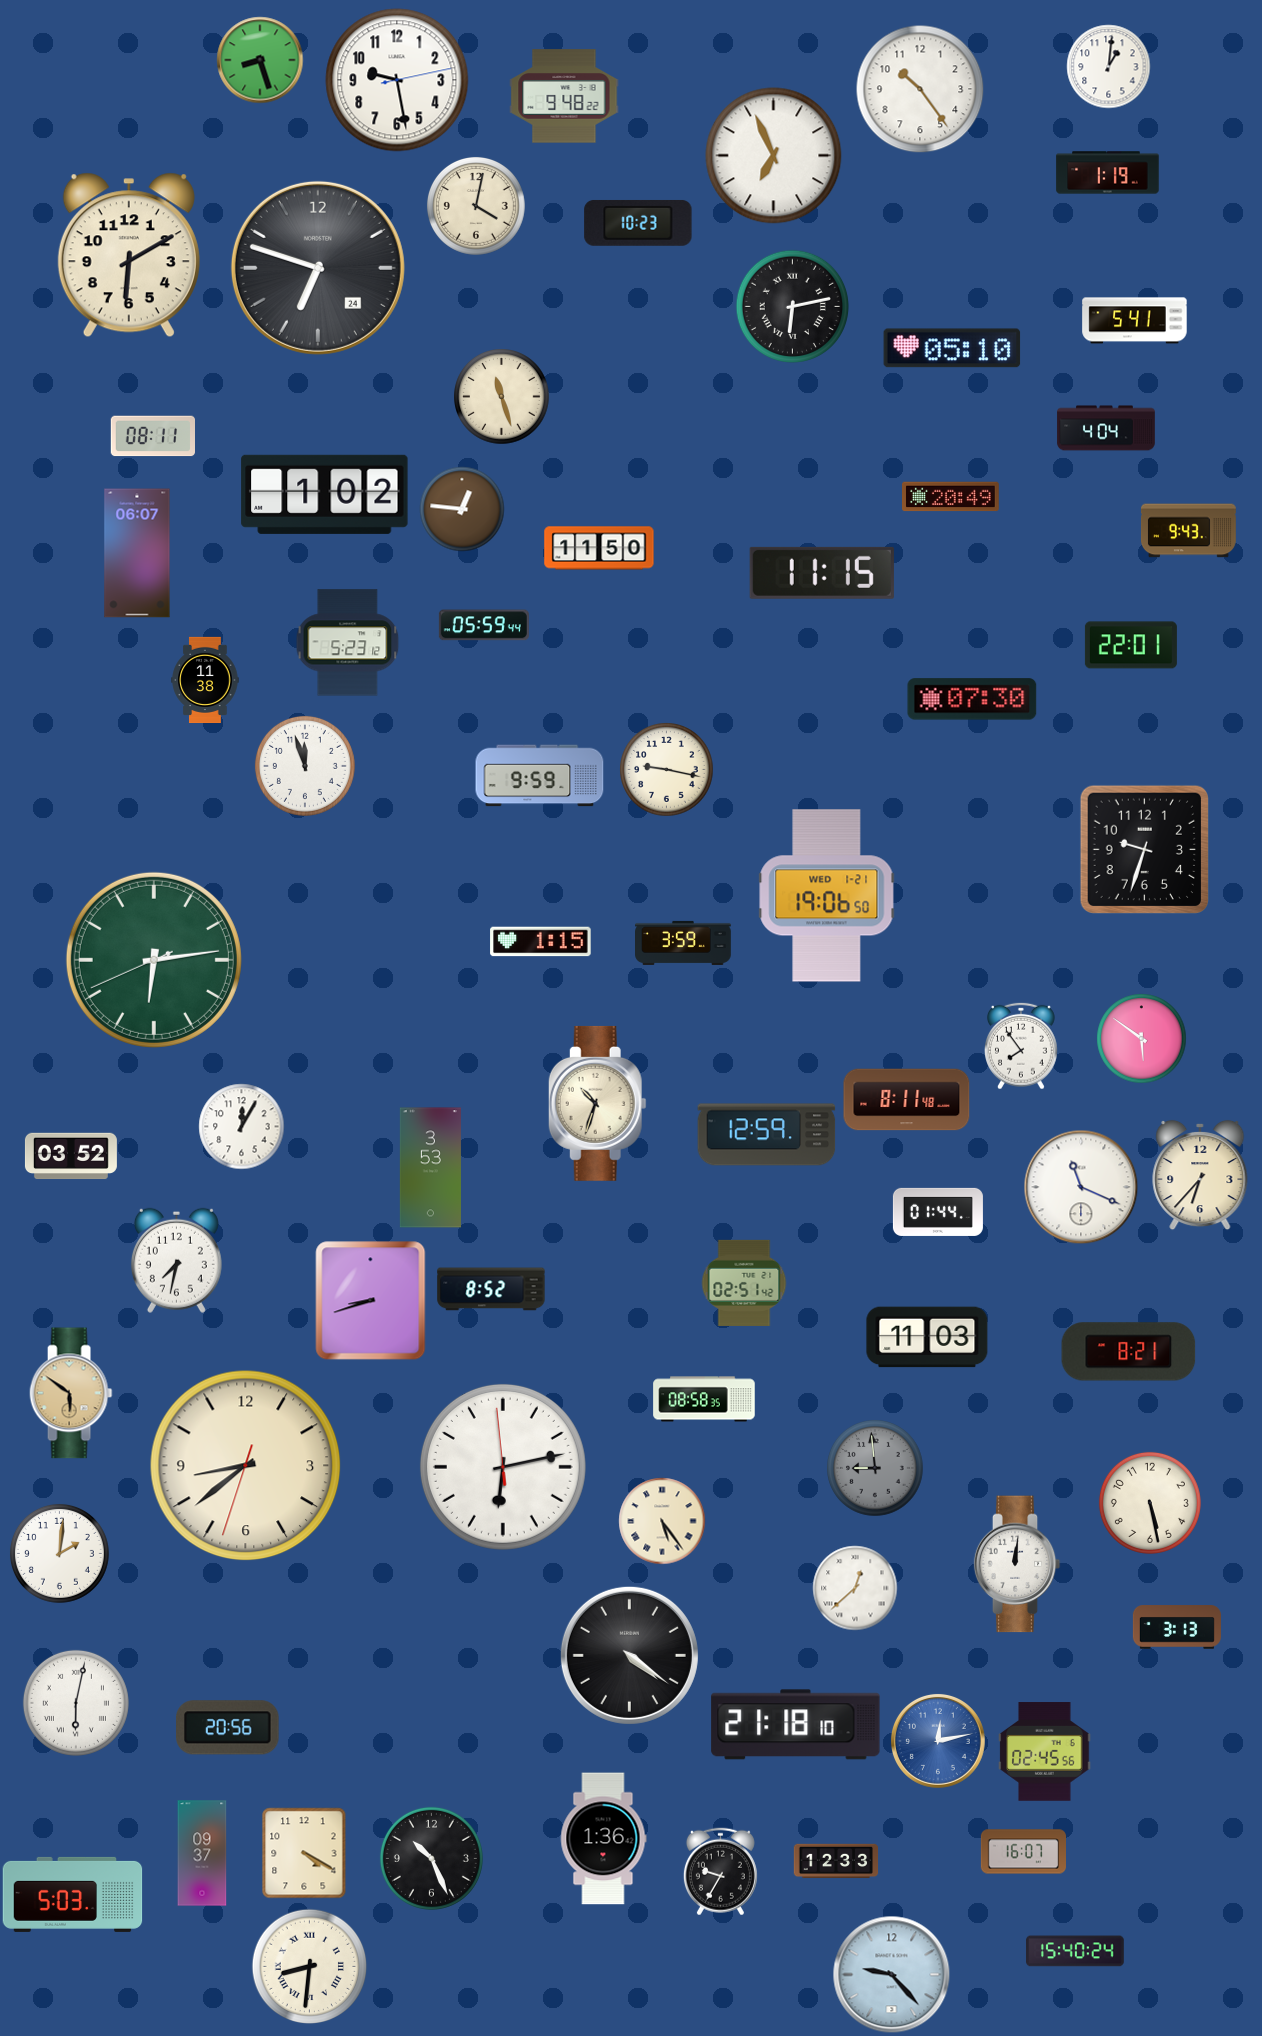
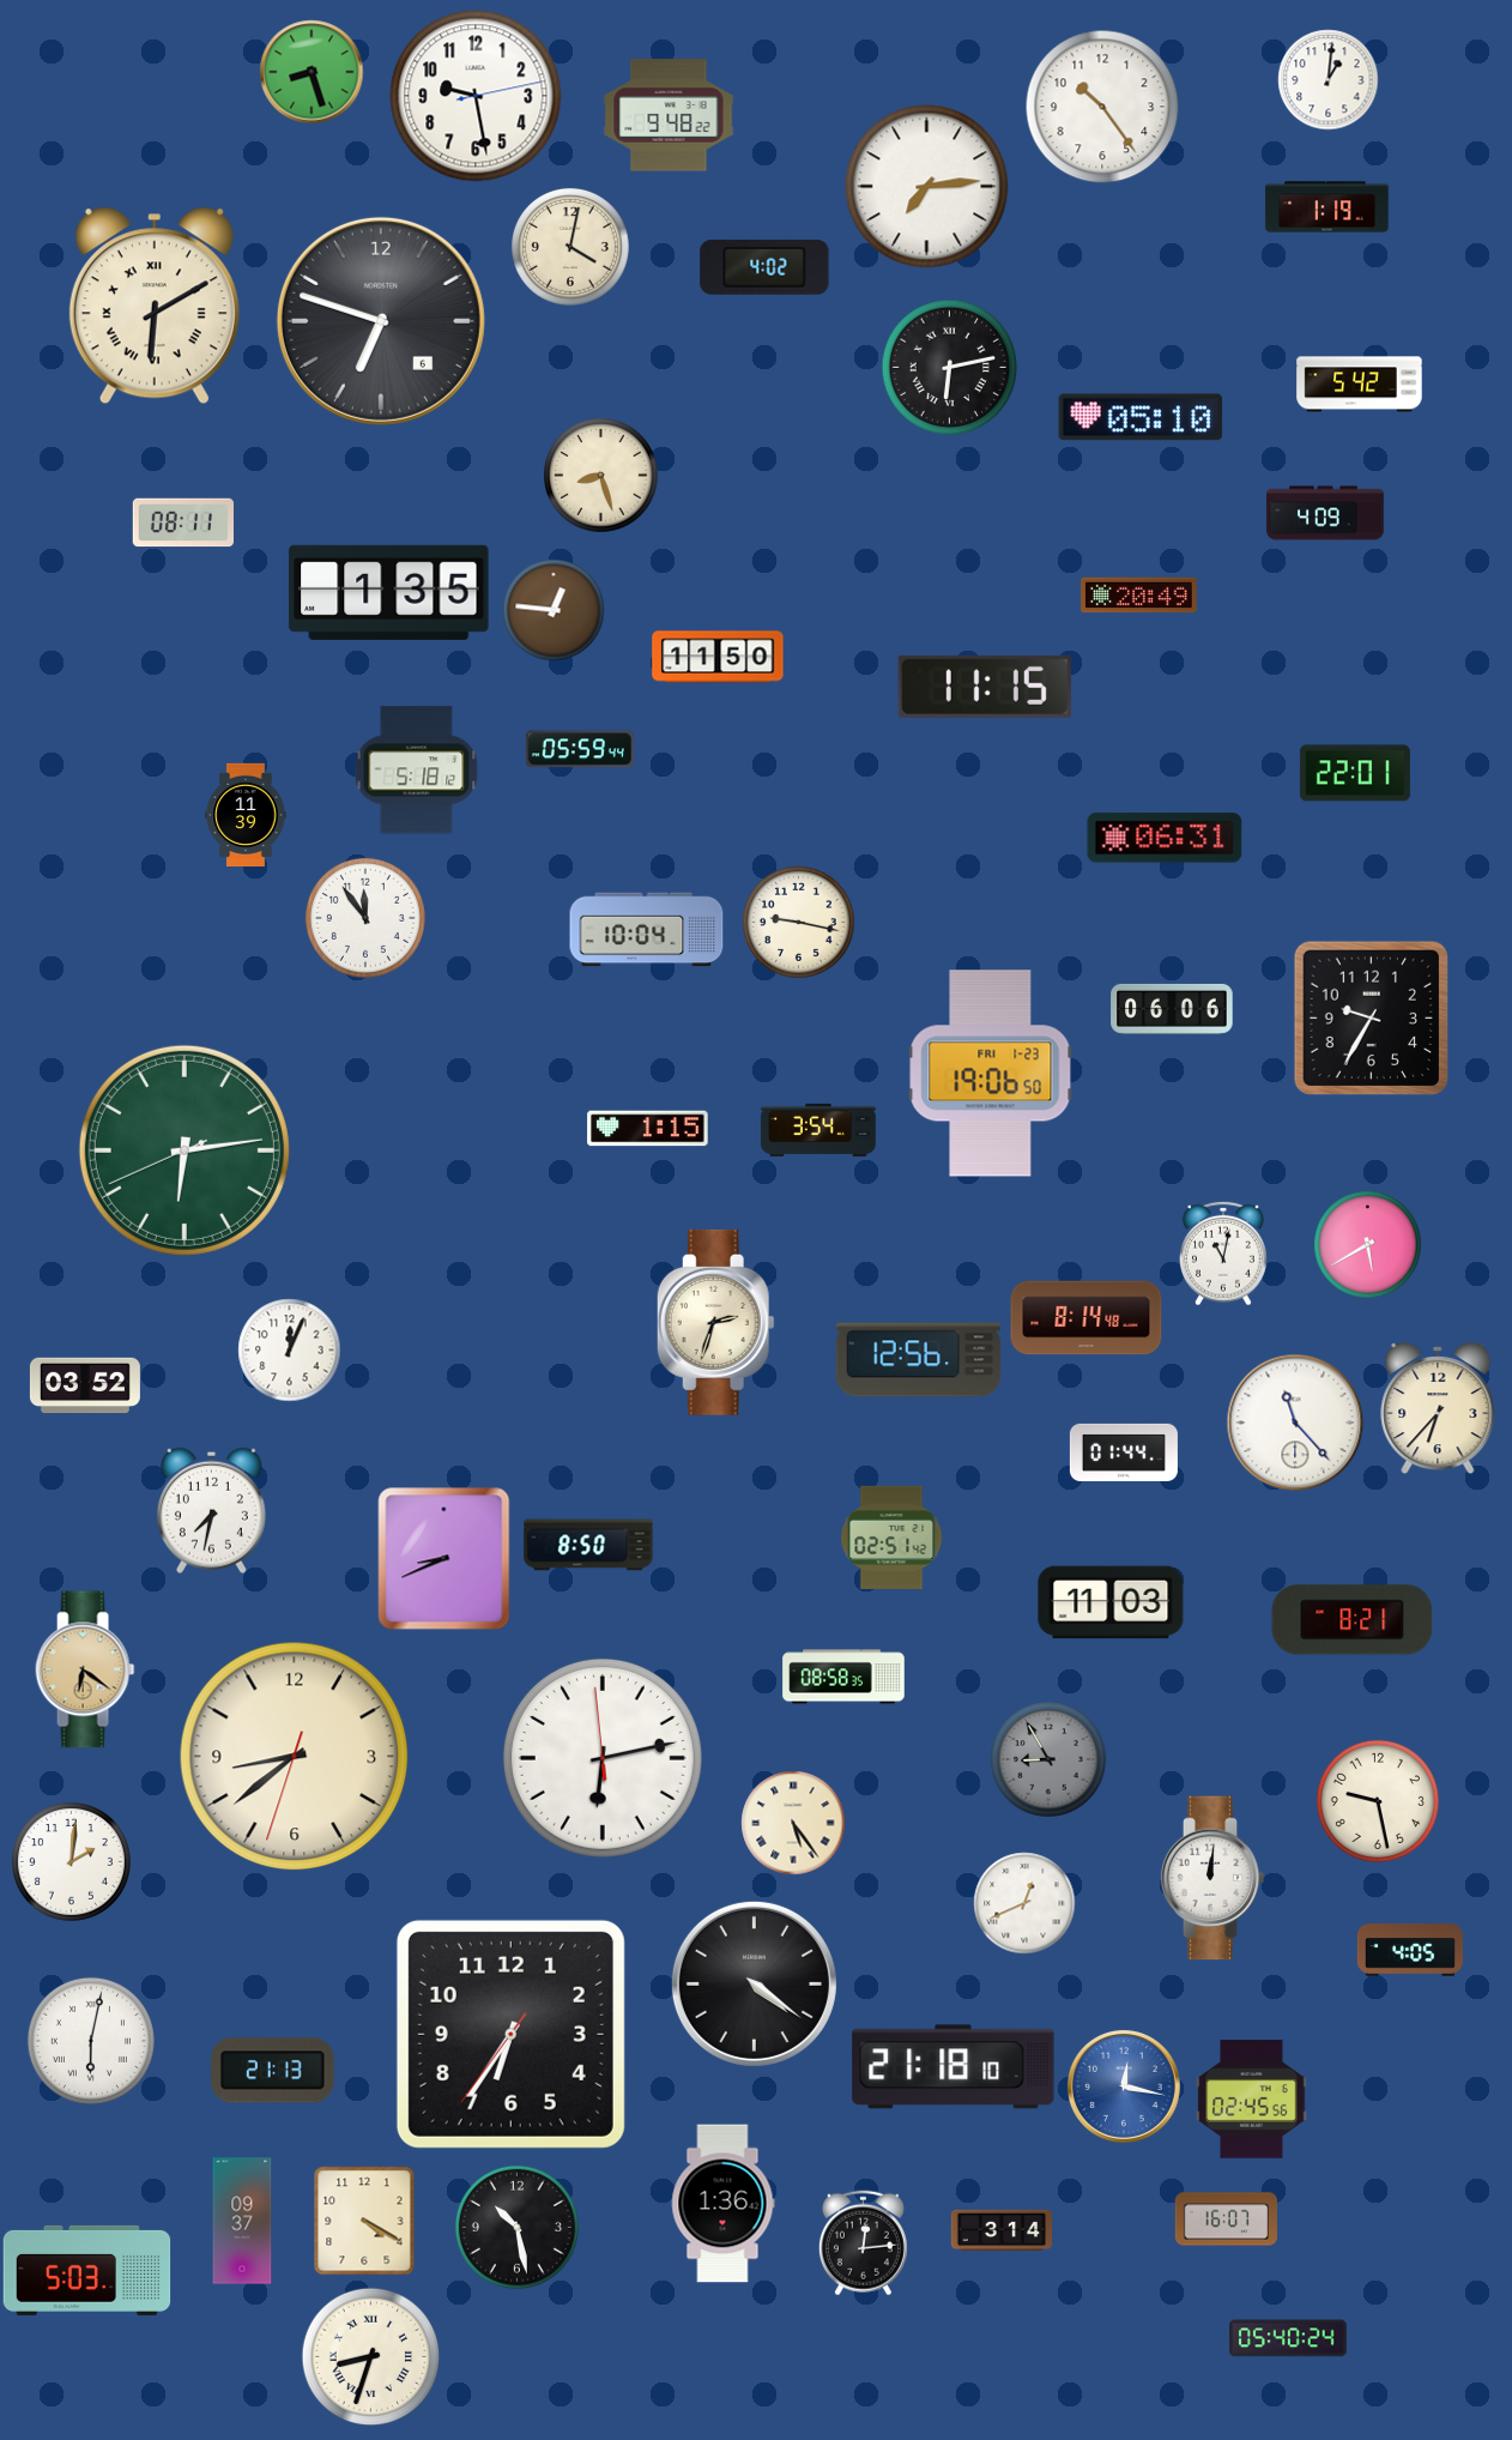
clock at (564, 96) position: (564, 96) -> (669, 115)
clock at (774, 156): 6:56 -> 7:14
clock at (638, 223): 10:23 -> 4:02
clock at (129, 255) numerals: Arabic -> Roman
clock at (318, 268) date: 24 -> 6
clock at (1135, 321): 5:41 -> 5:42
clock at (501, 396): 11:27 -> 8:27
clock at (1106, 428): 4:04 -> 4:09
clock at (325, 494): 1:02 -> 1:35
clock at (1188, 531): 9:43 -> none
clock at (137, 553): 06:07 -> none
clock at (348, 643): 5:23 -> 5:18
clock at (205, 679): 11:38 -> 11:39
clock at (972, 699): 07:30 -> 06:31
clock at (305, 766): 11:57 -> 11:54
clock at (540, 776): 9:59 -> 10:04
clock at (1172, 1009): none -> 06:06
clock at (1144, 849): 9:33 -> 9:35
clock at (827, 896) date: WED 1-21 -> FRI 1-23
clock at (684, 943): 3:59 -> 3:54
clock at (1141, 1038): 5:51 -> 5:40
clock at (1022, 1046): 7:54 -> 11:02
clock at (907, 1100): 8:11 -> 8:14
clock at (597, 1103): 10:33 -> 2:33
clock at (241, 1126): 12:05 -> 12:04
clock at (767, 1135): 12:59 -> 12:56
clock at (430, 1168): 3:53 -> none
clock at (1081, 1187): 11:19 -> 11:23
clock at (491, 1289): 8:52 -> 8:50
clock at (371, 1301): 8:42 -> 8:41
clock at (71, 1393): 5:51 -> 6:21
clock at (875, 1468): 8:59 -> 8:55
clock at (1150, 1503): 5:28 -> 9:28
clock at (1017, 1564) position: (1017, 1564) -> (1212, 1878)
clock at (855, 1588): 12:38 -> 12:41
clock at (1177, 1627): 3:13 -> 4:05
clock at (510, 2034): none -> 6:35
clock at (228, 1728): 20:56 -> 21:13
clock at (938, 1741): 12:13 -> 12:17
clock at (431, 1858): 10:26 -> 10:28
clock at (836, 1861): 12:33 -> 3:14
clock at (720, 1871): 9:35 -> 12:14
clock at (1075, 1951): 15:40 -> 05:40
clock at (309, 1966): 8:31 -> 8:33
clock at (891, 1974): 9:23 -> none
